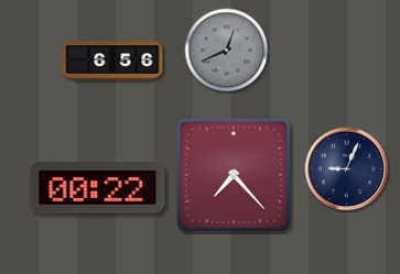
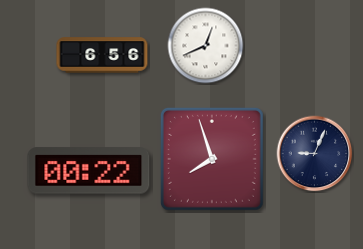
clock at (227, 51) dial: grey -> white
clock at (234, 175): 7:23 -> 7:57
